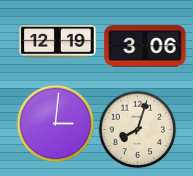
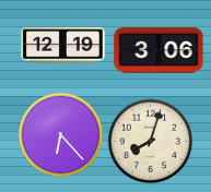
clock at (55, 123): 3:01 -> 6:23
